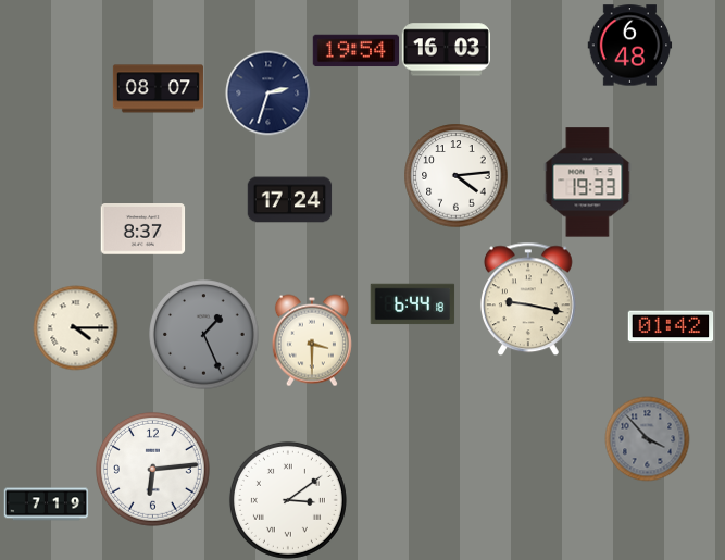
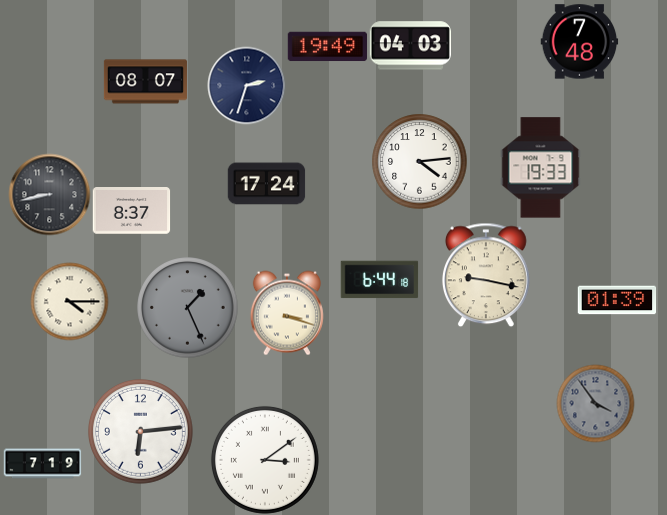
clock at (629, 46): 6:48 -> 7:48
clock at (446, 50): 16:03 -> 04:03
clock at (355, 51): 19:54 -> 19:49
clock at (49, 194): none -> 8:43
clock at (671, 326): 01:42 -> 01:39
clock at (312, 340): 3:30 -> 3:18
clock at (647, 438): 3:53 -> 3:54
